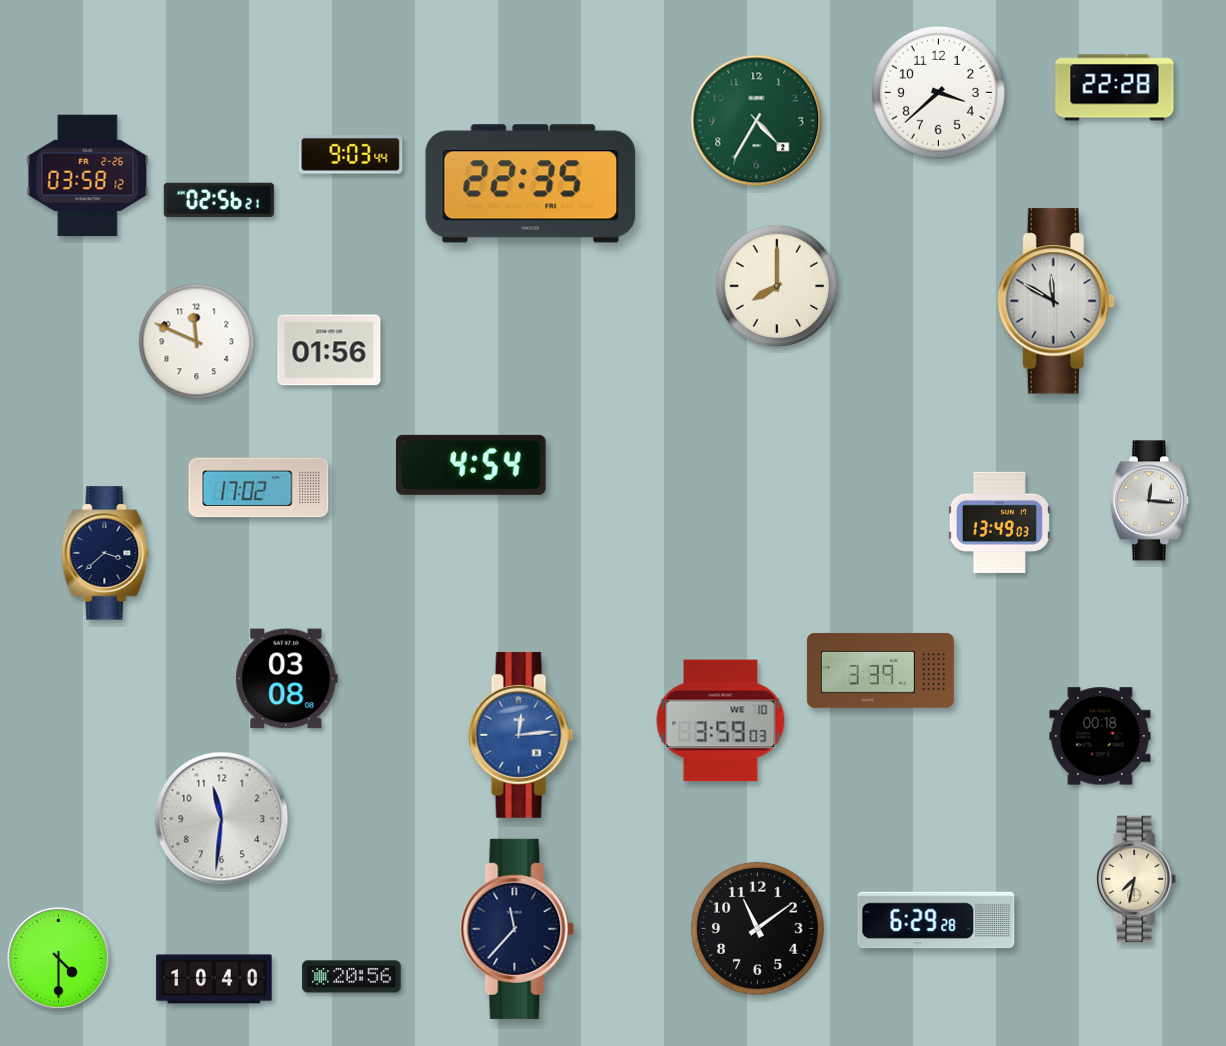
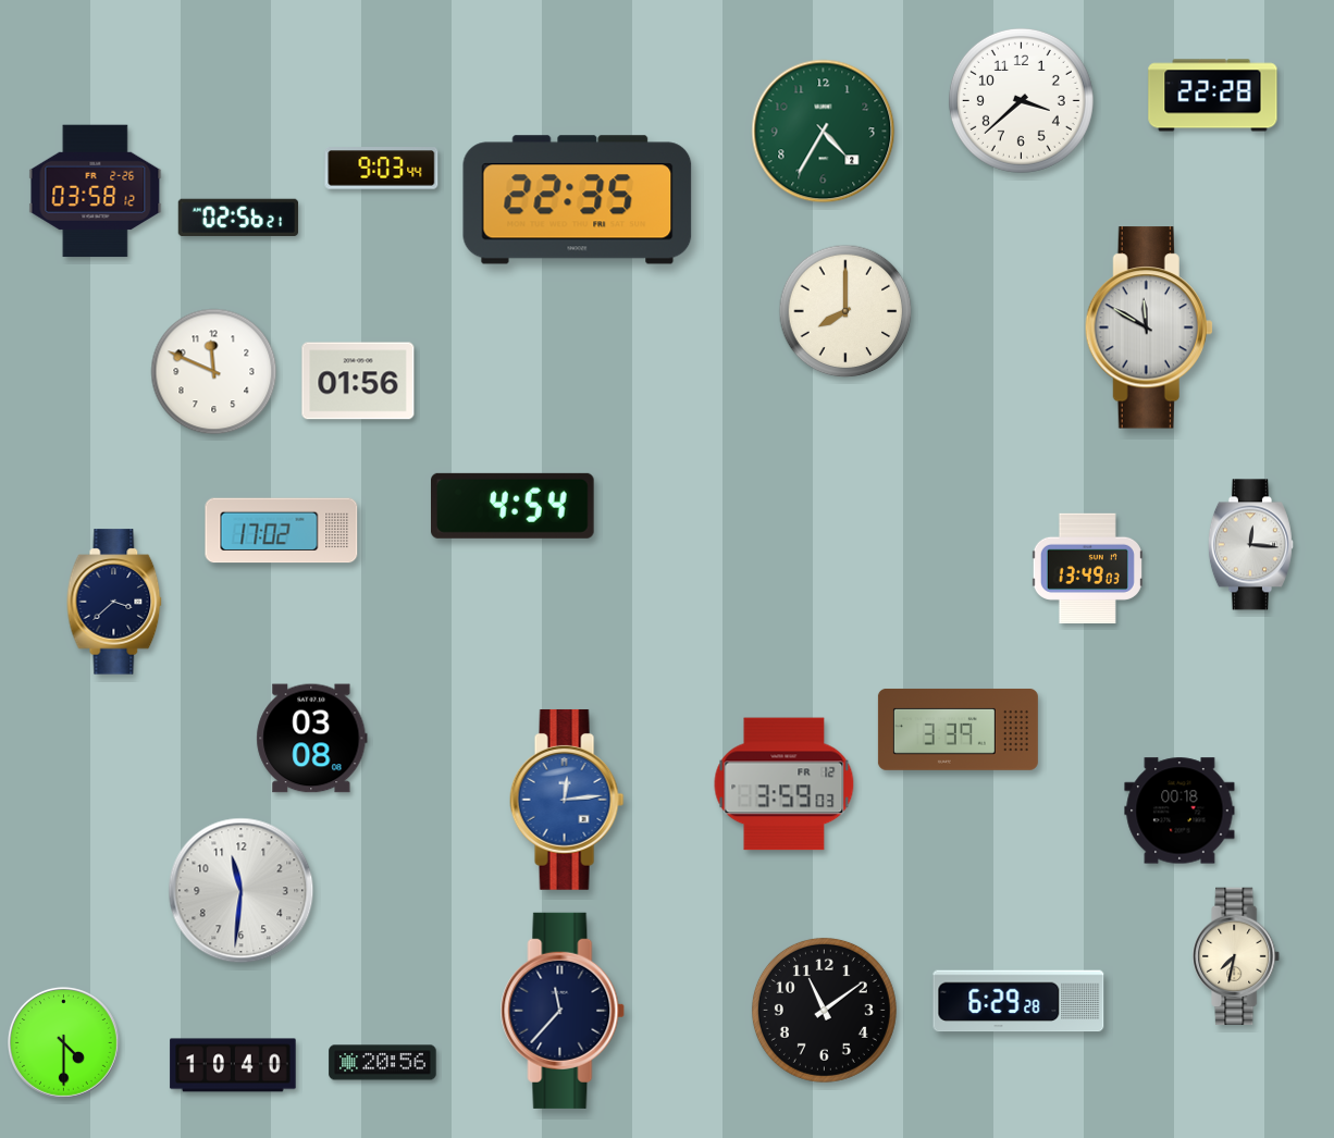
clock at (721, 721) date: WE 10 -> FR 12
clock at (1100, 736) position: (1100, 736) -> (1179, 811)
